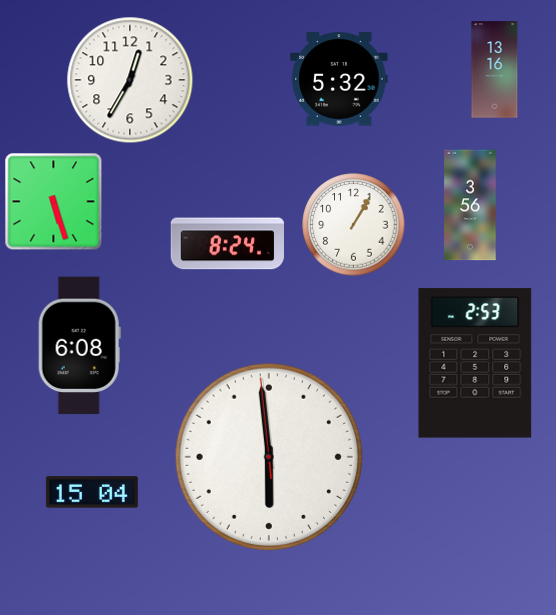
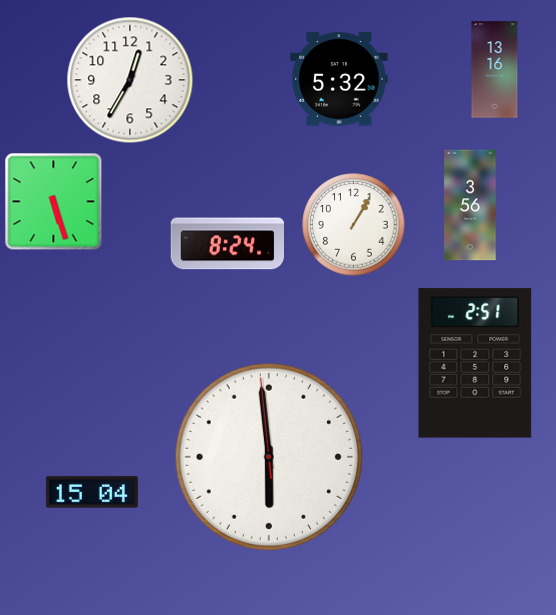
clock at (79, 346): 6:08 -> none
clock at (475, 363): 2:53 -> 2:51
